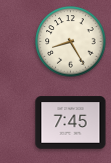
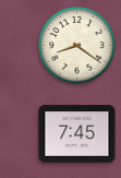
clock at (71, 42): 8:25 -> 8:21
